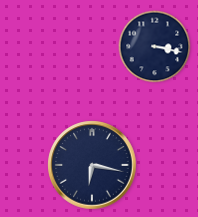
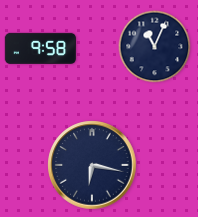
clock at (155, 47): 3:17 -> 11:04
clock at (41, 48): none -> 9:58
